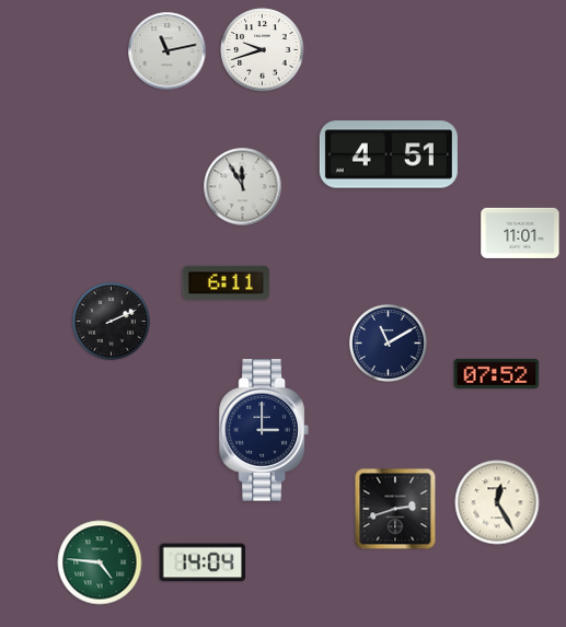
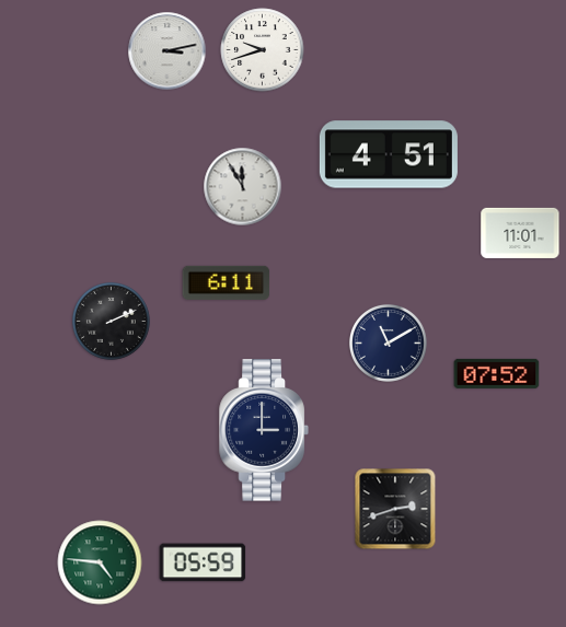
clock at (168, 51): 11:13 -> 3:13
clock at (497, 502): 12:25 -> none
clock at (203, 562): 14:04 -> 05:59
